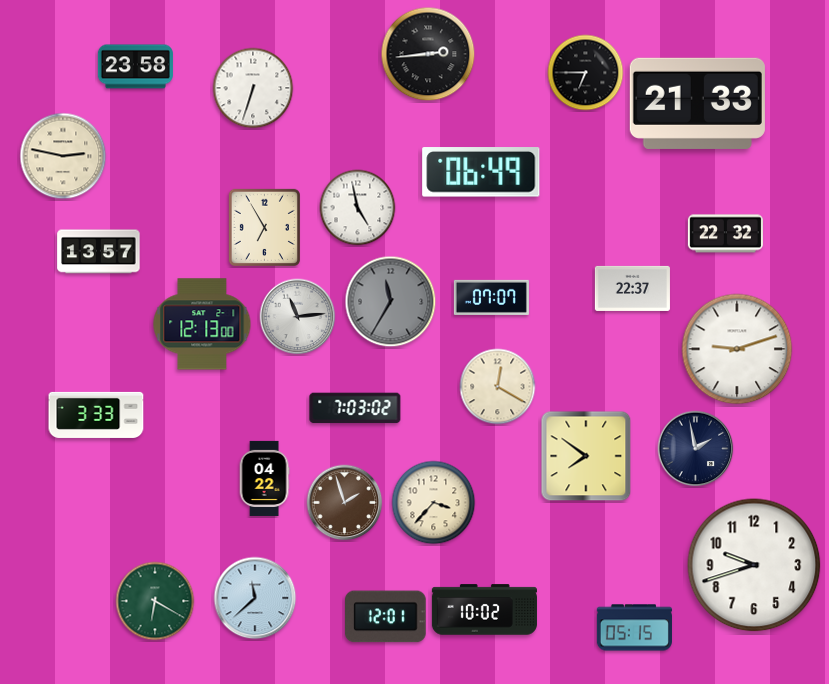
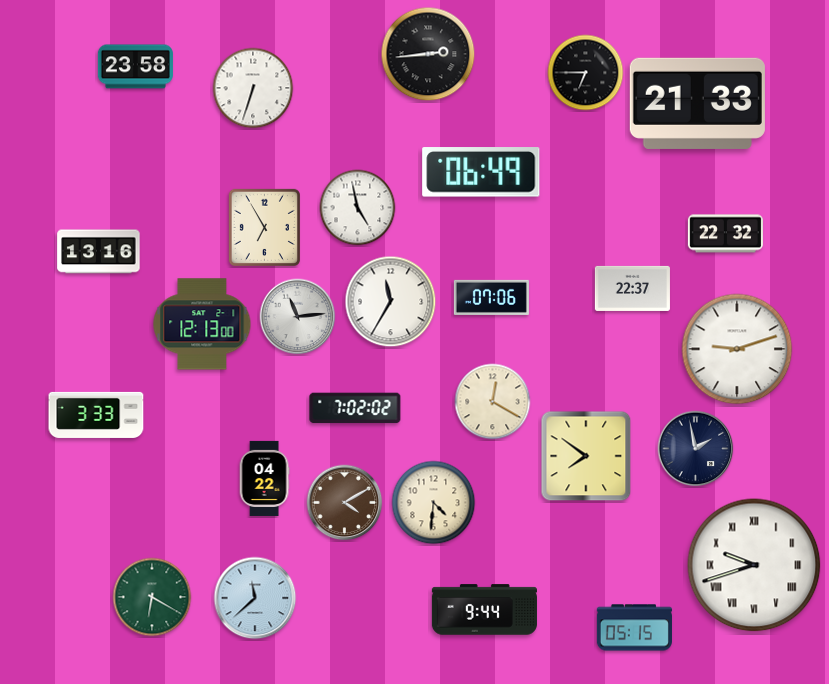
clock at (63, 156): 2:47 -> none
clock at (99, 252): 13:57 -> 13:16
clock at (491, 297): 07:07 -> 07:06
clock at (391, 302) dial: grey -> white
clock at (498, 387) position: (498, 387) -> (493, 402)
clock at (355, 408): 7:03 -> 7:02
clock at (345, 503): 1:57 -> 4:10
clock at (434, 503): 3:37 -> 4:31
clock at (754, 565) numerals: Arabic -> Roman
clock at (155, 601) position: (155, 601) -> (152, 597)
clock at (484, 610): 10:02 -> 9:44
clock at (386, 617): 12:01 -> none
